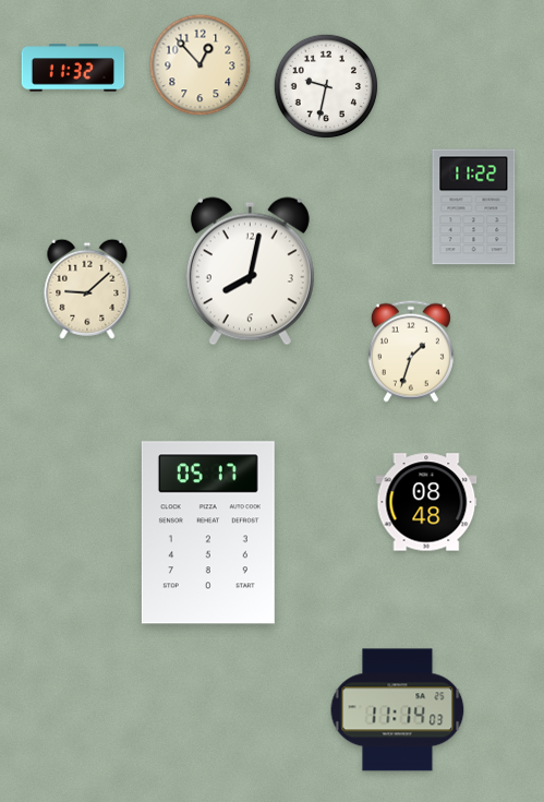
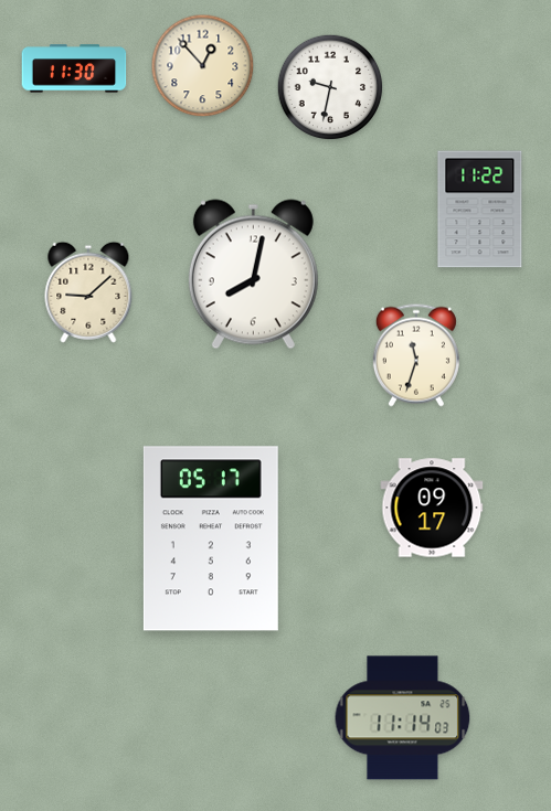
clock at (73, 68): 11:32 -> 11:30
clock at (411, 351): 1:33 -> 11:33
clock at (426, 502): 08:48 -> 09:17
